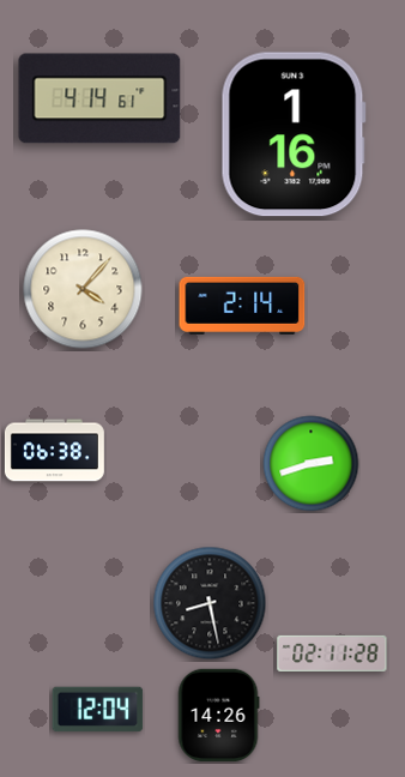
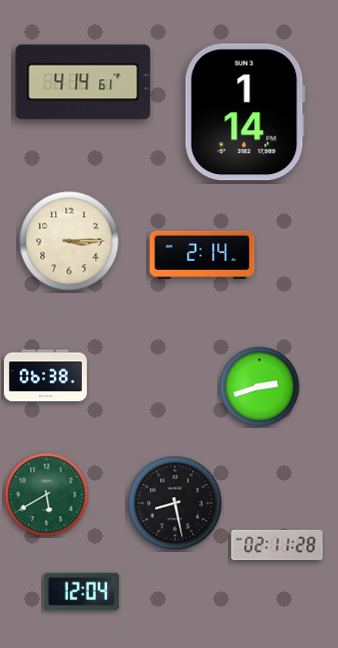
clock at (294, 134): 1:16 -> 1:14
clock at (83, 289): 4:07 -> 3:15
clock at (47, 495): none -> 5:40
clock at (218, 716): 14:26 -> none
